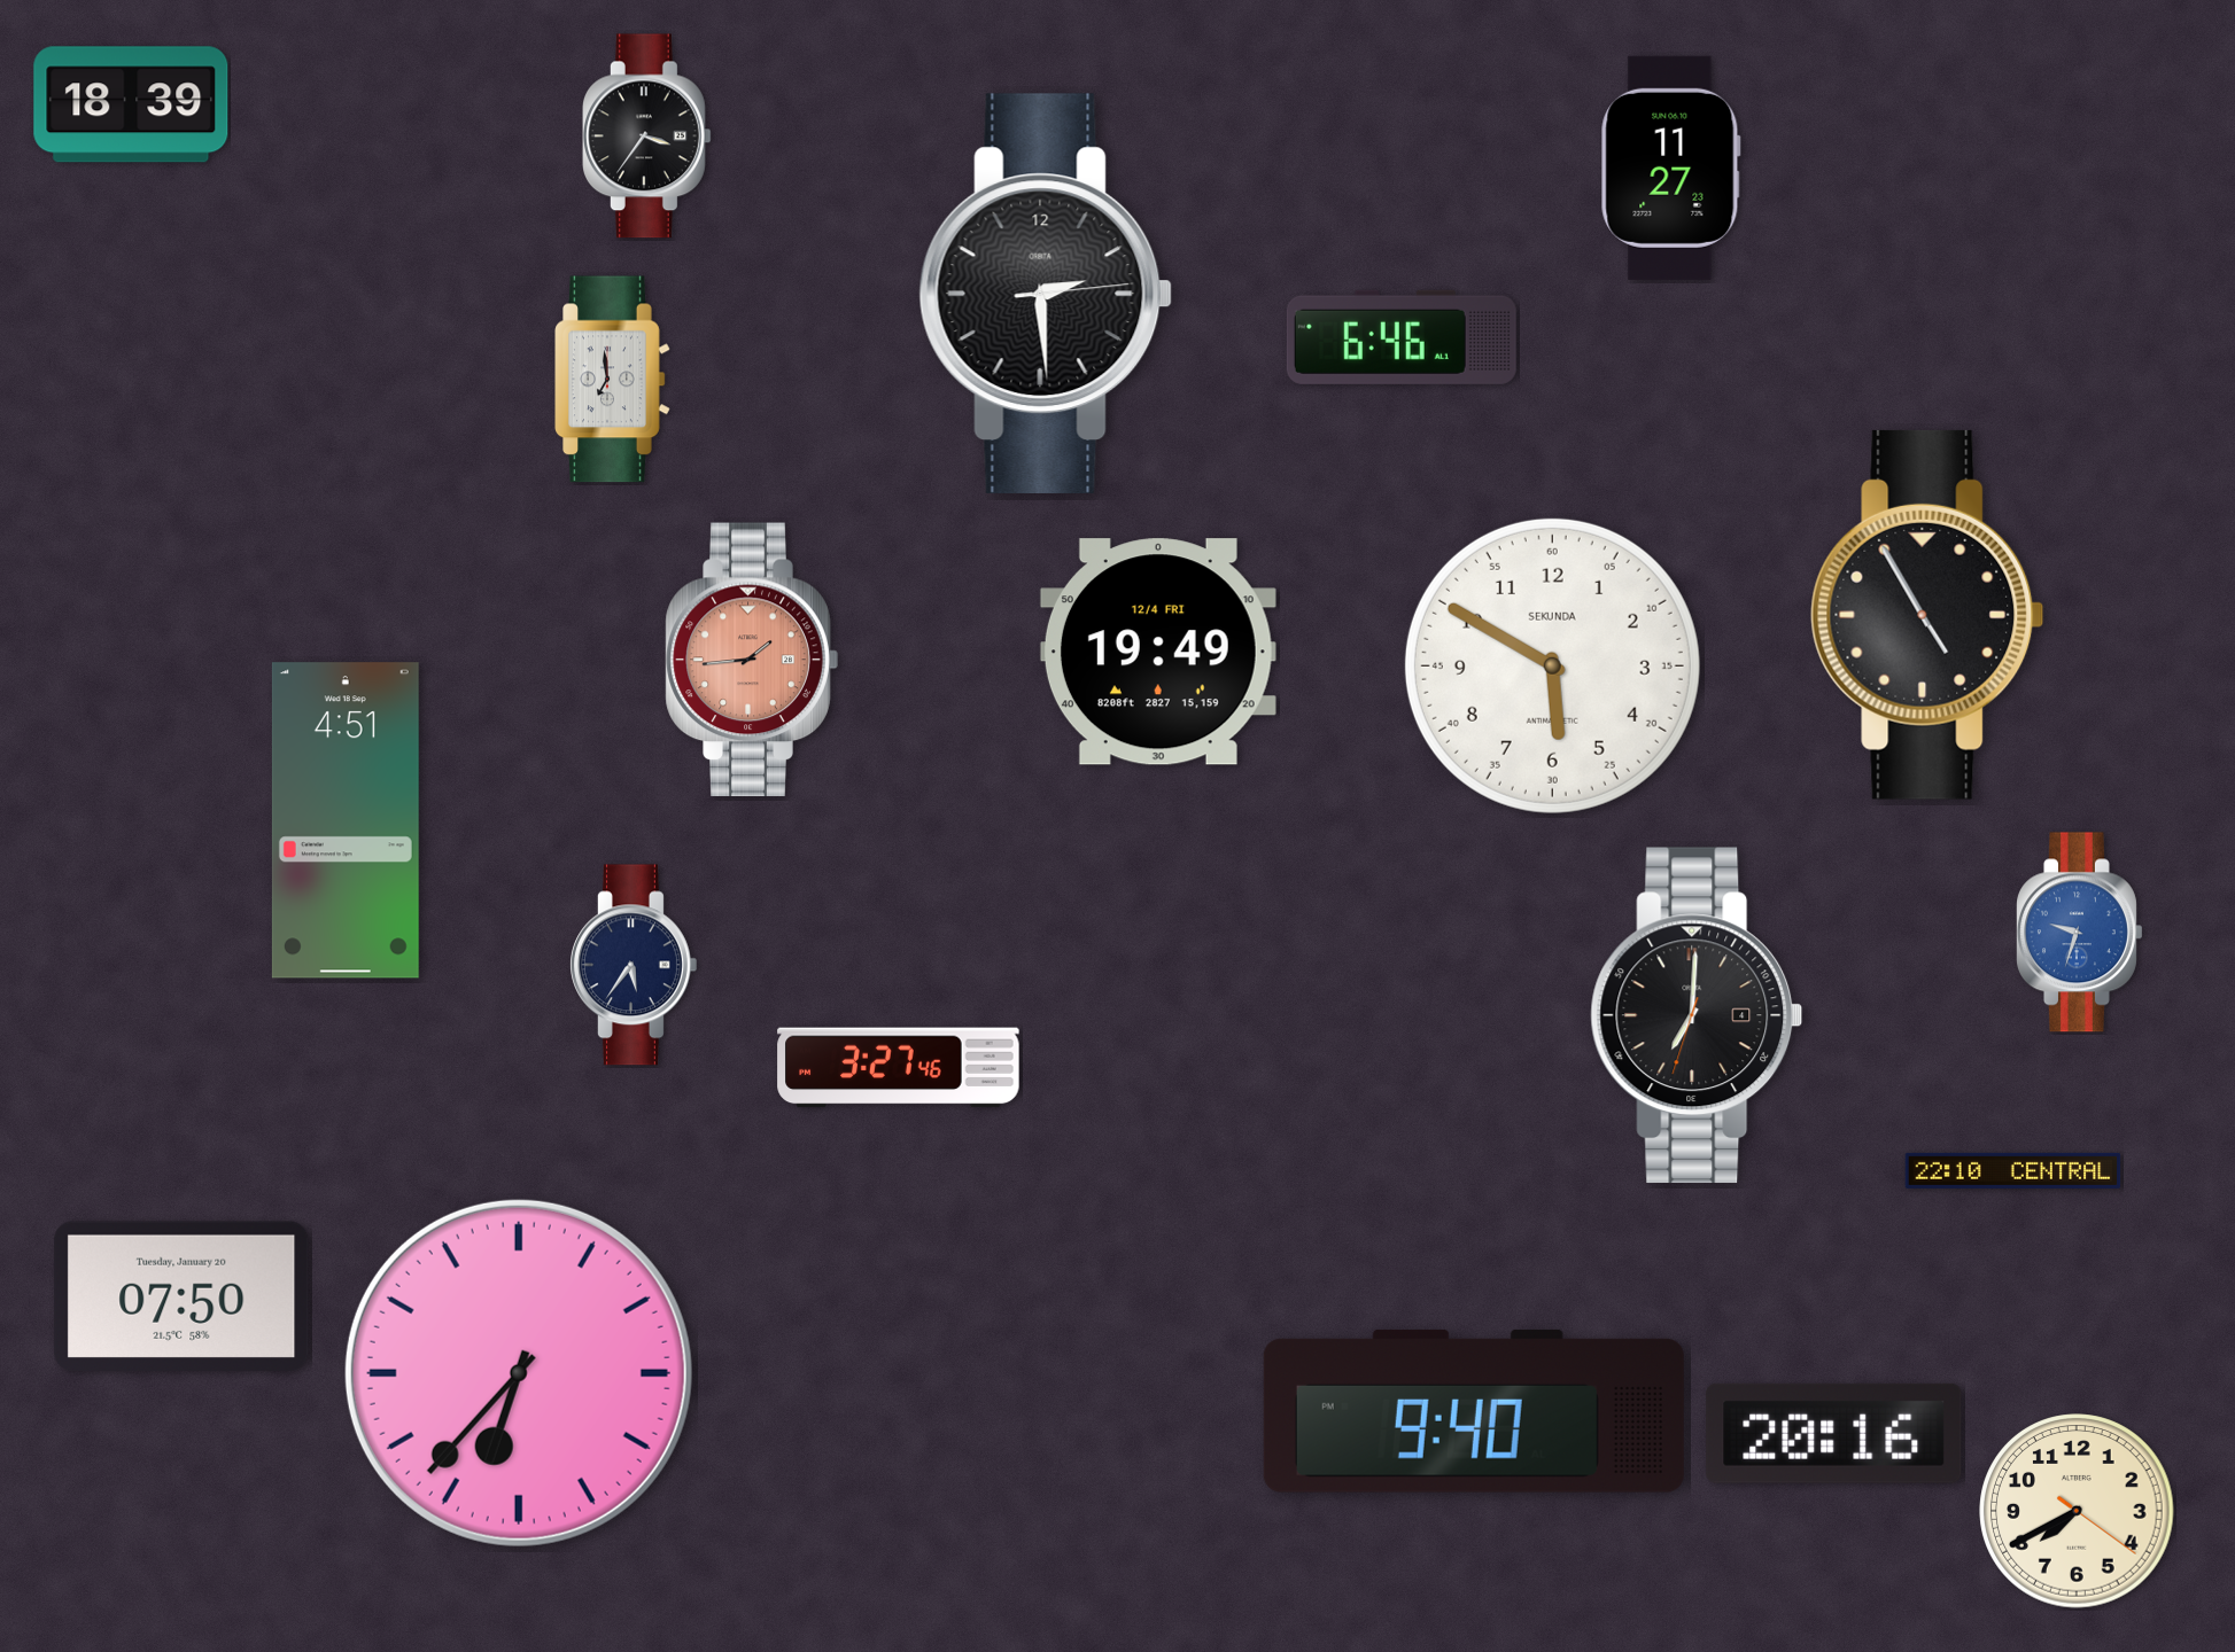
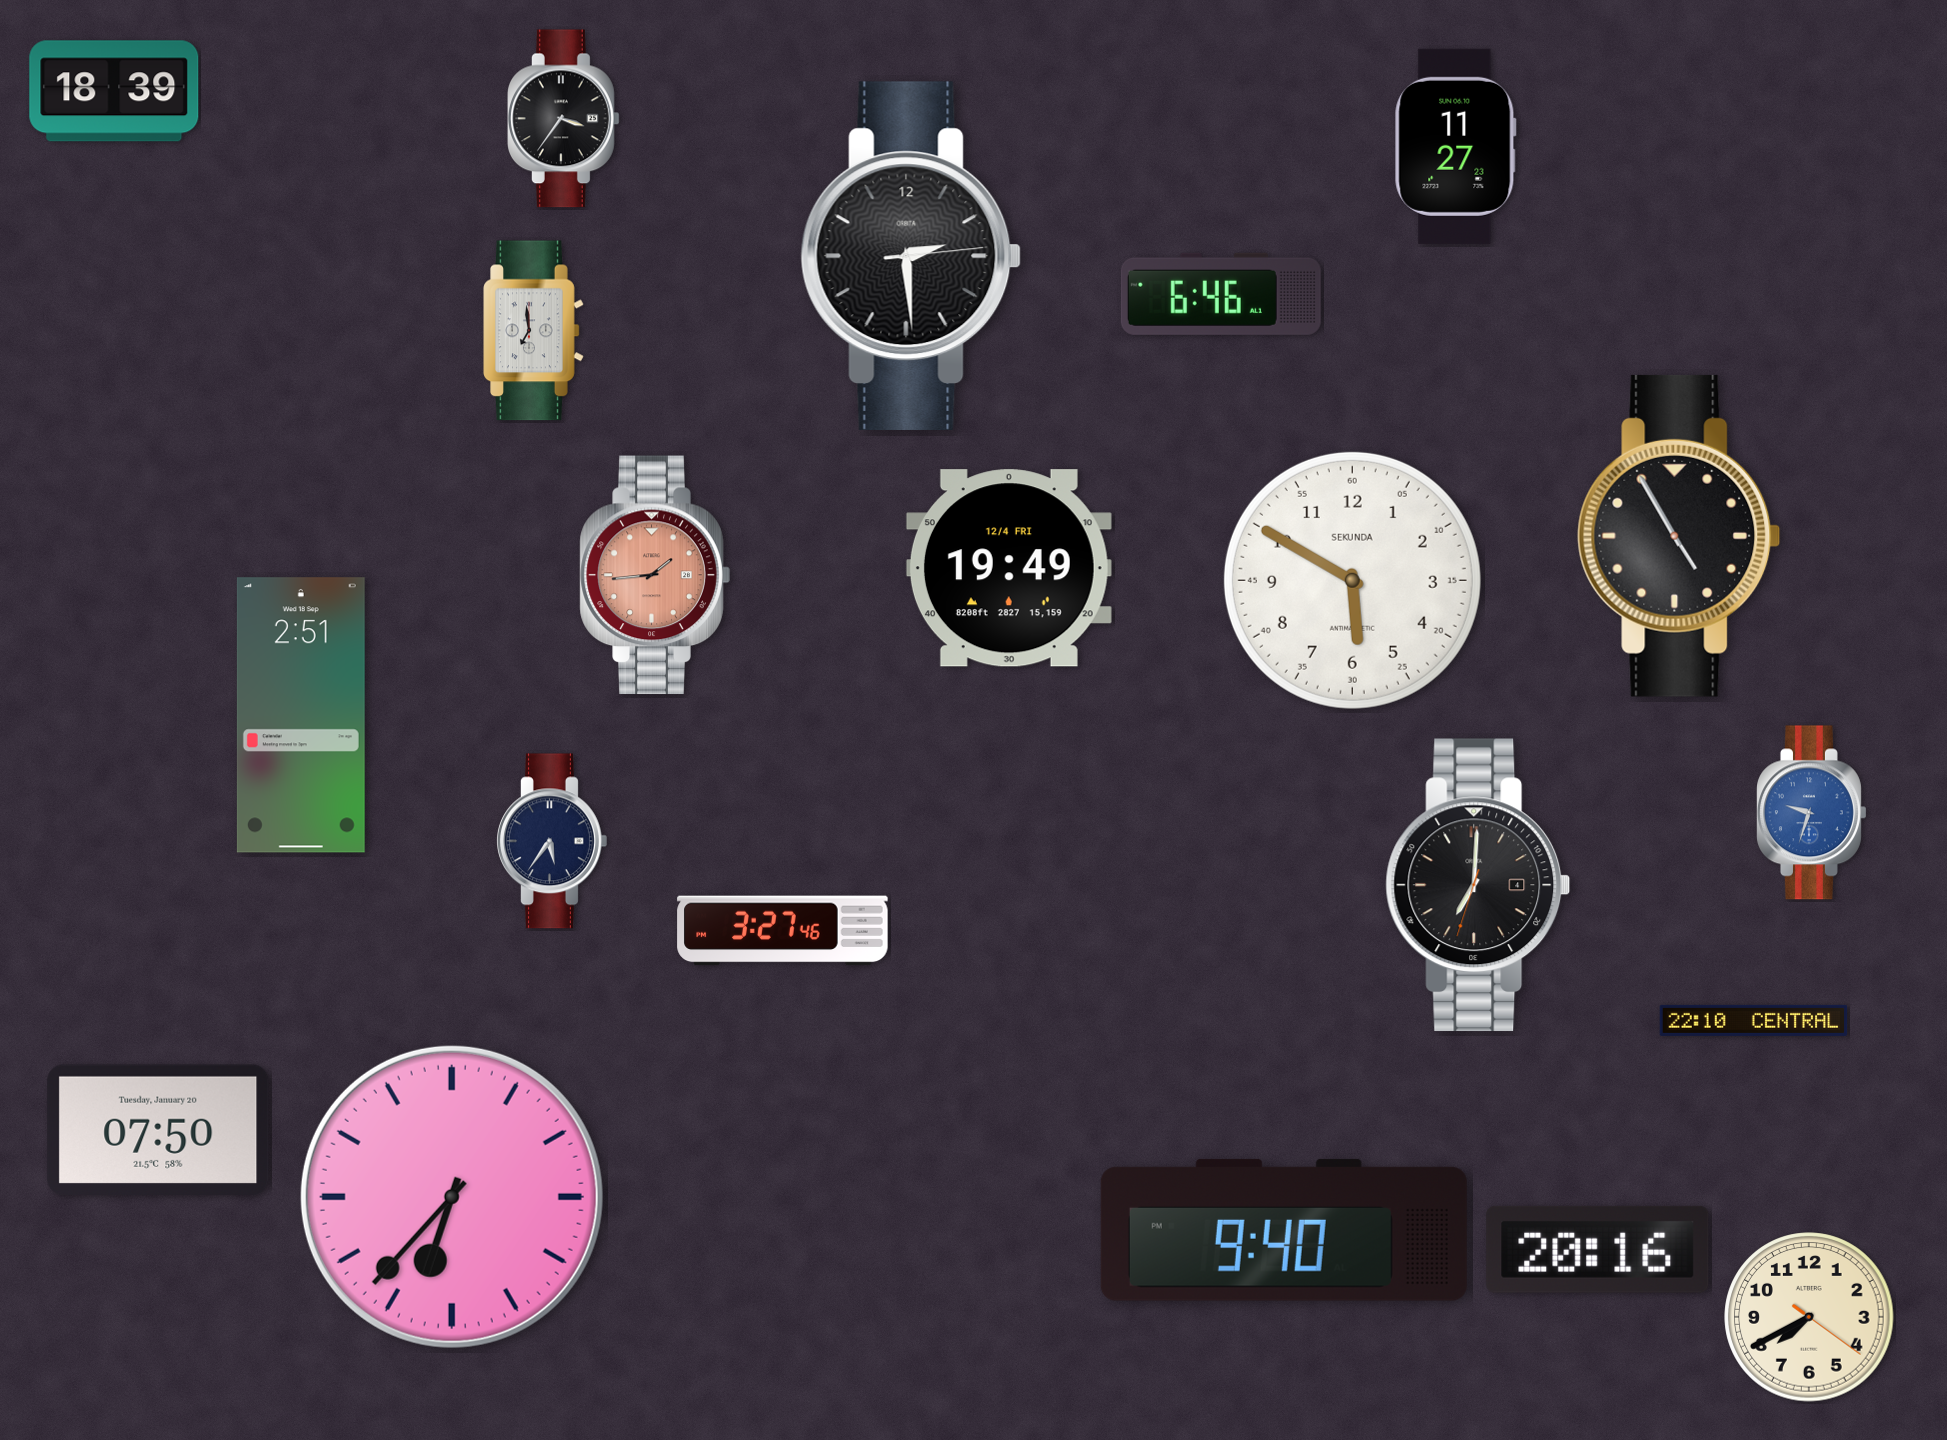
clock at (346, 820): 4:51 -> 2:51
